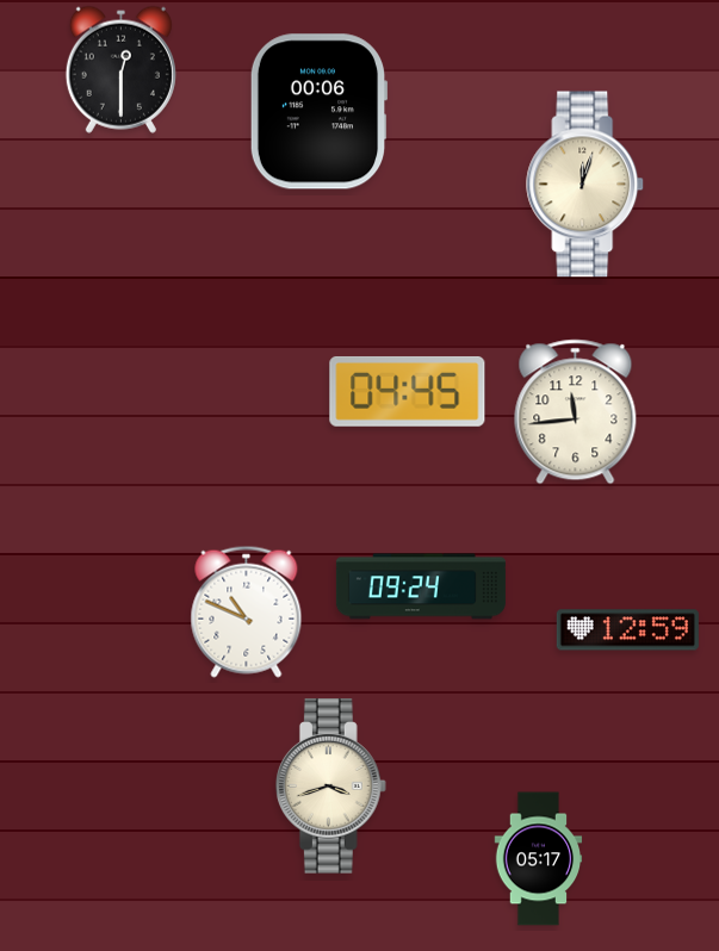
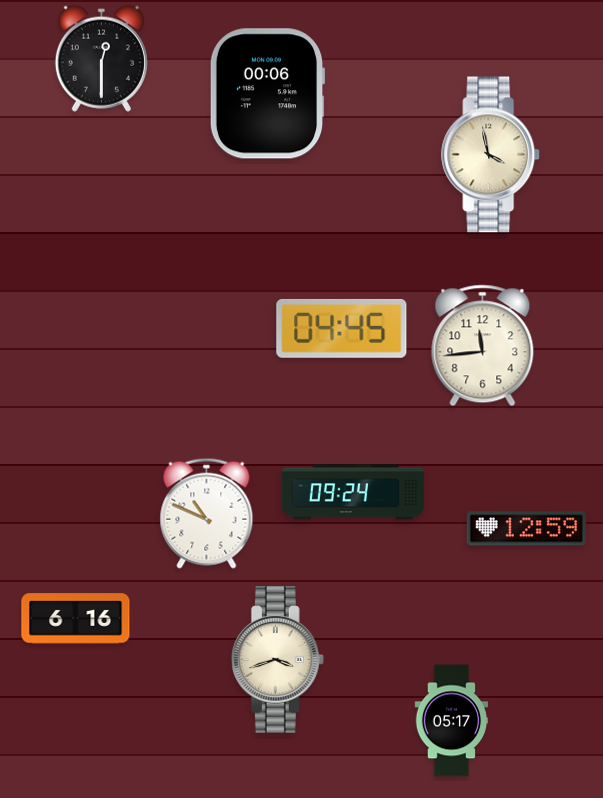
clock at (585, 185): 12:03 -> 3:58
clock at (76, 619): none -> 6:16
